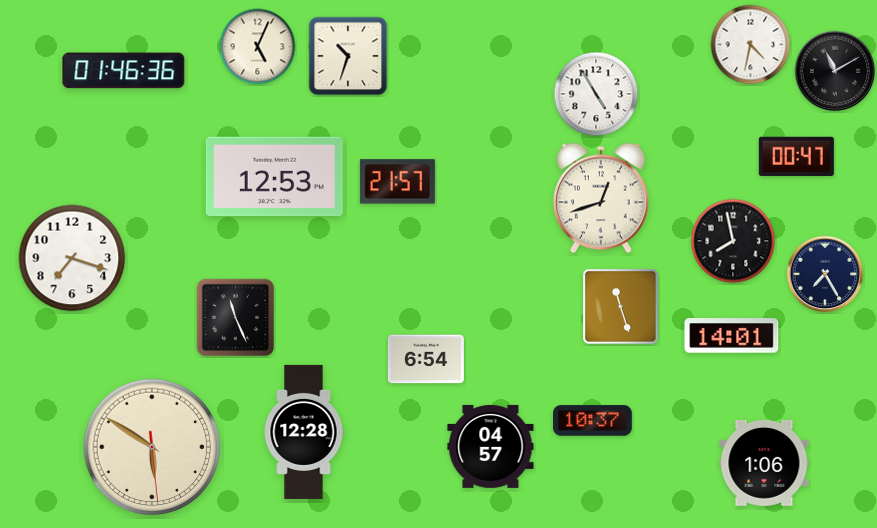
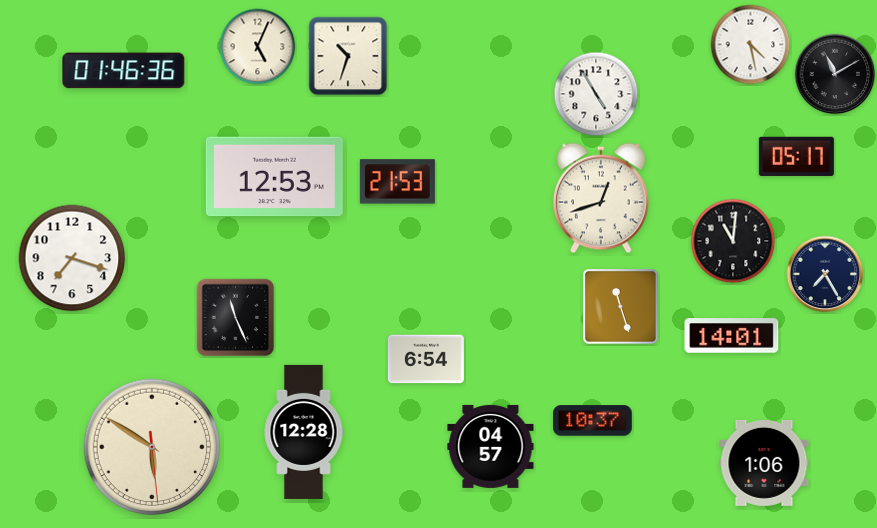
clock at (751, 45): 4:32 -> 4:28
clock at (835, 71) position: (835, 71) -> (835, 74)
clock at (796, 156): 00:47 -> 05:17
clock at (397, 182): 21:57 -> 21:53
clock at (733, 241): 7:58 -> 11:01
